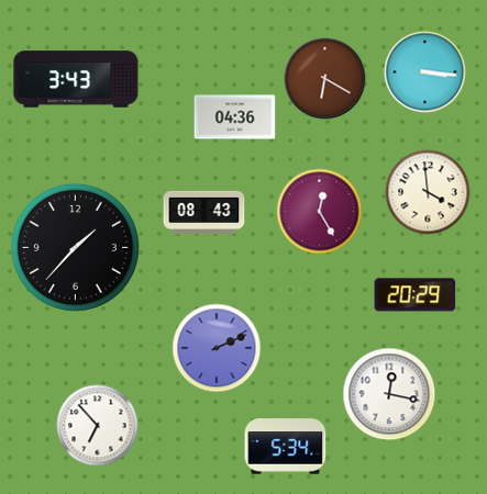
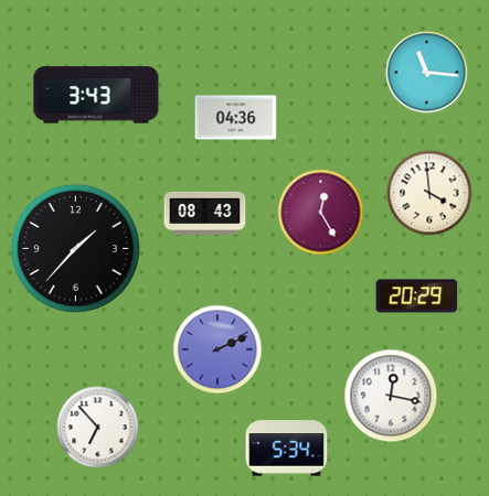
clock at (425, 72): 3:16 -> 11:16
clock at (76, 79) position: (76, 79) -> (96, 95)
clock at (325, 79): 6:20 -> none
